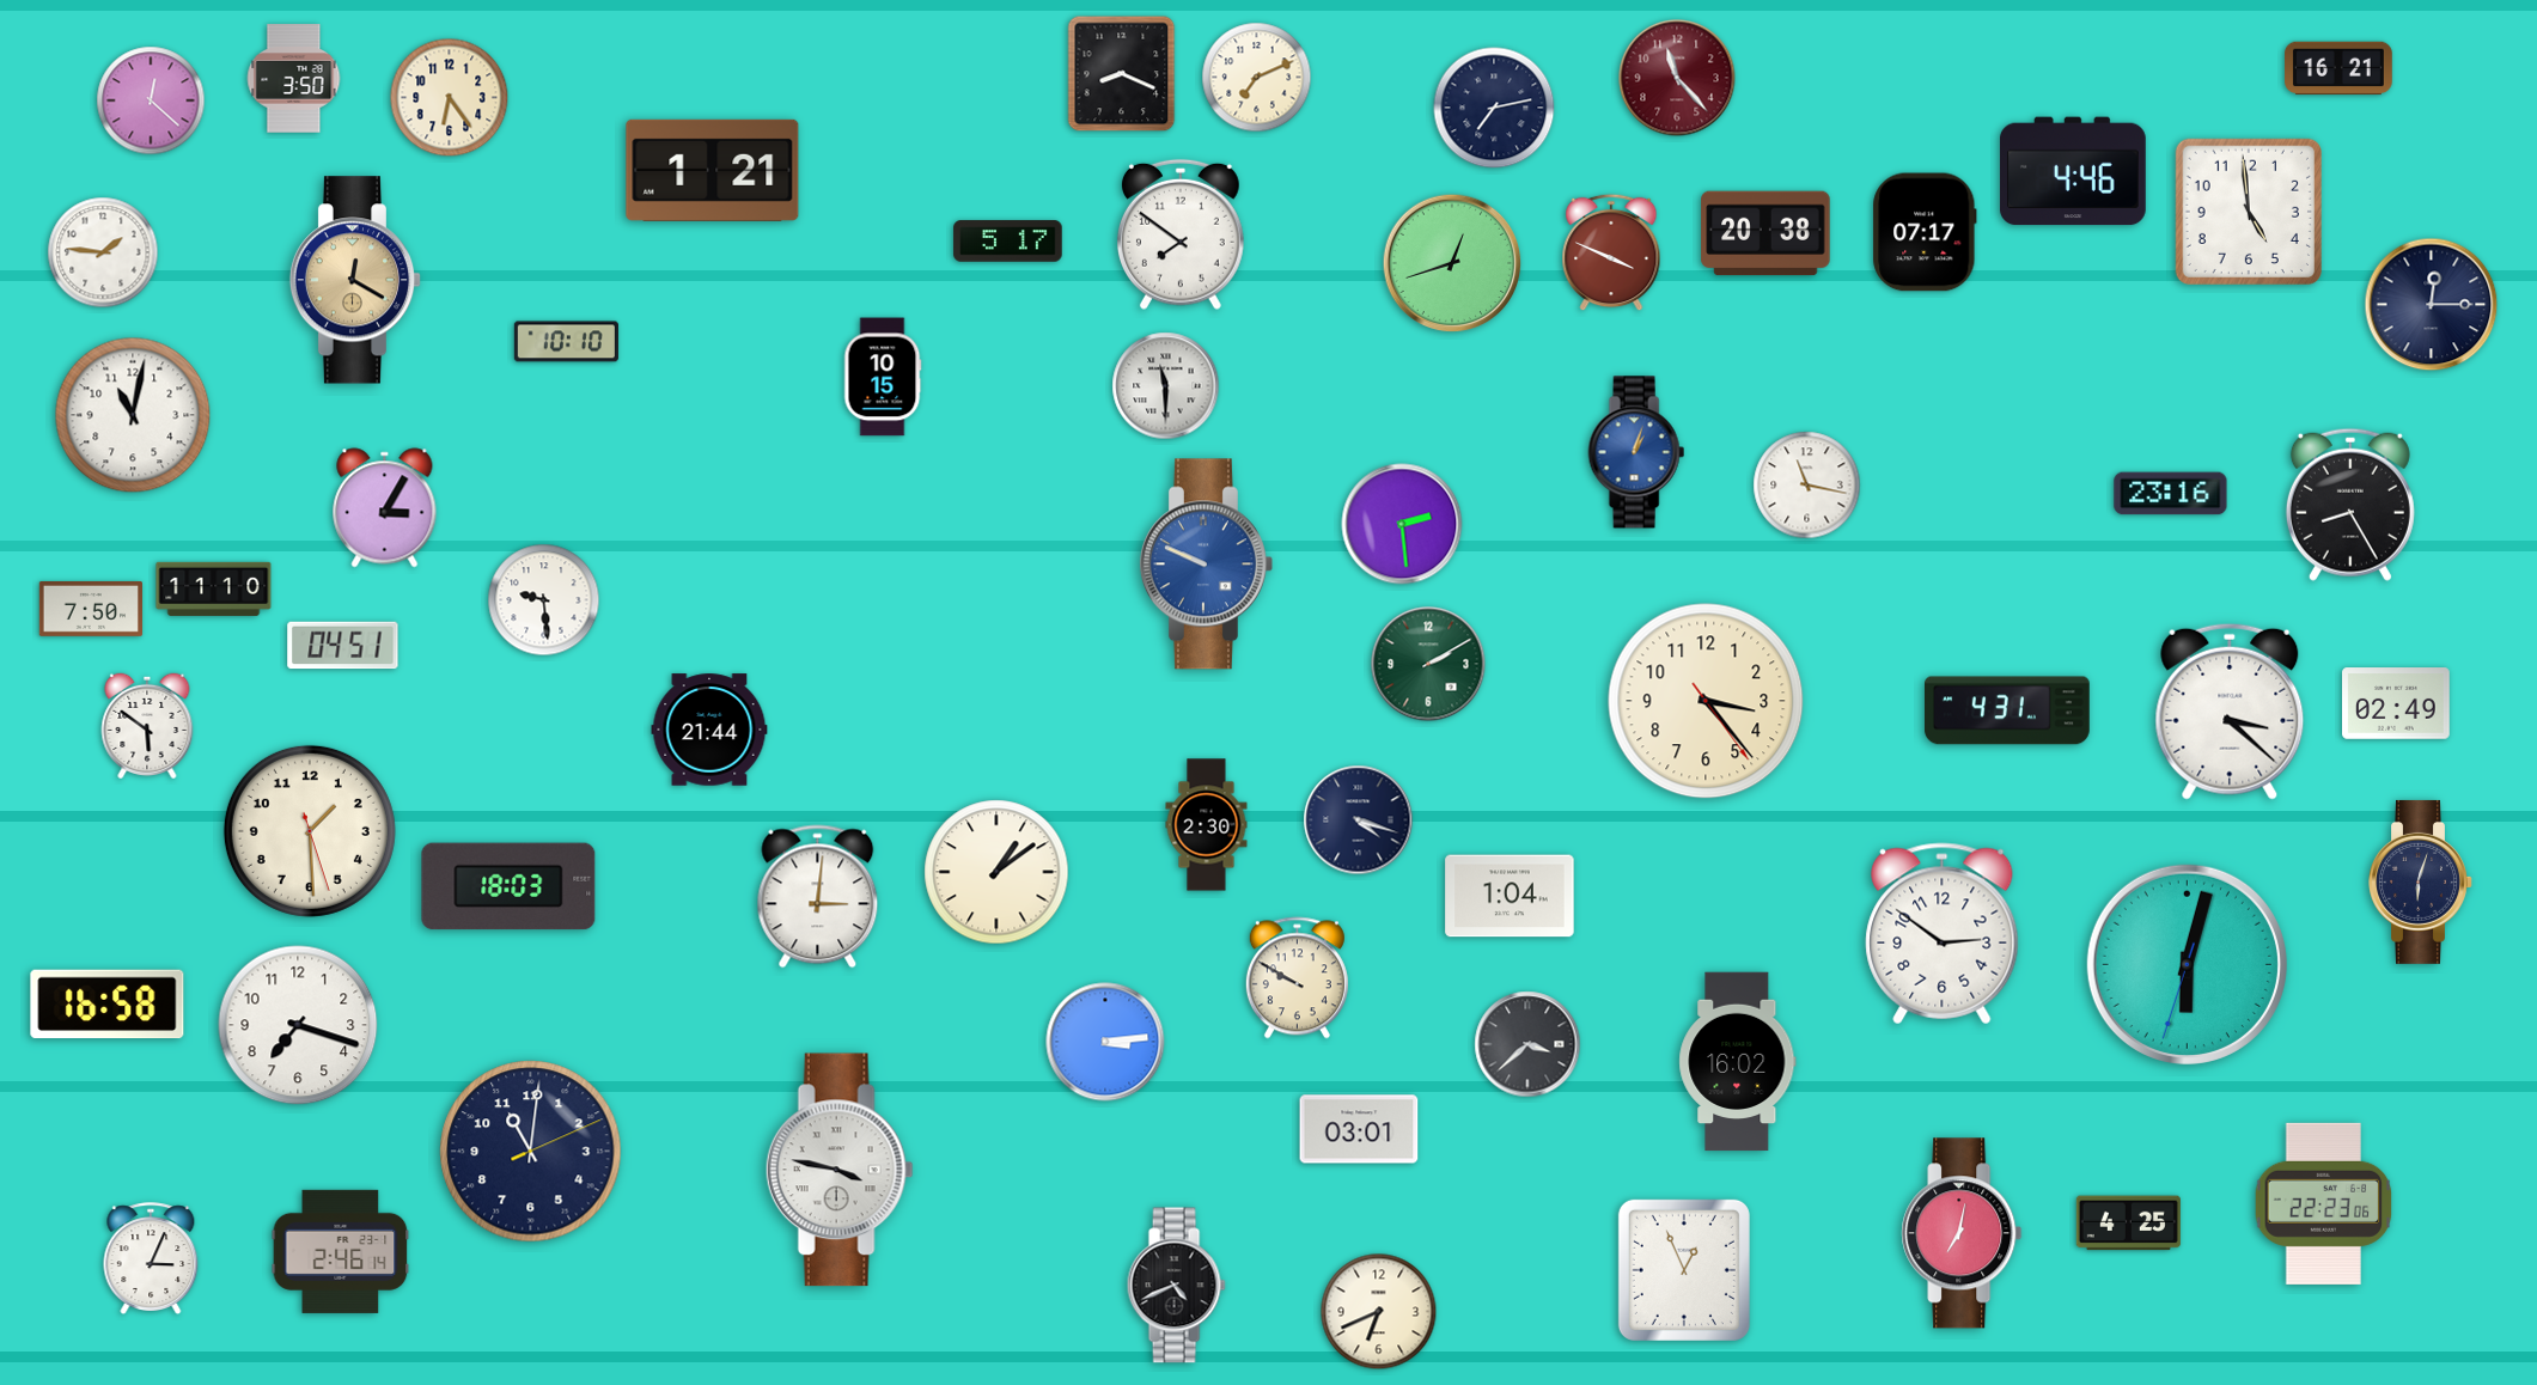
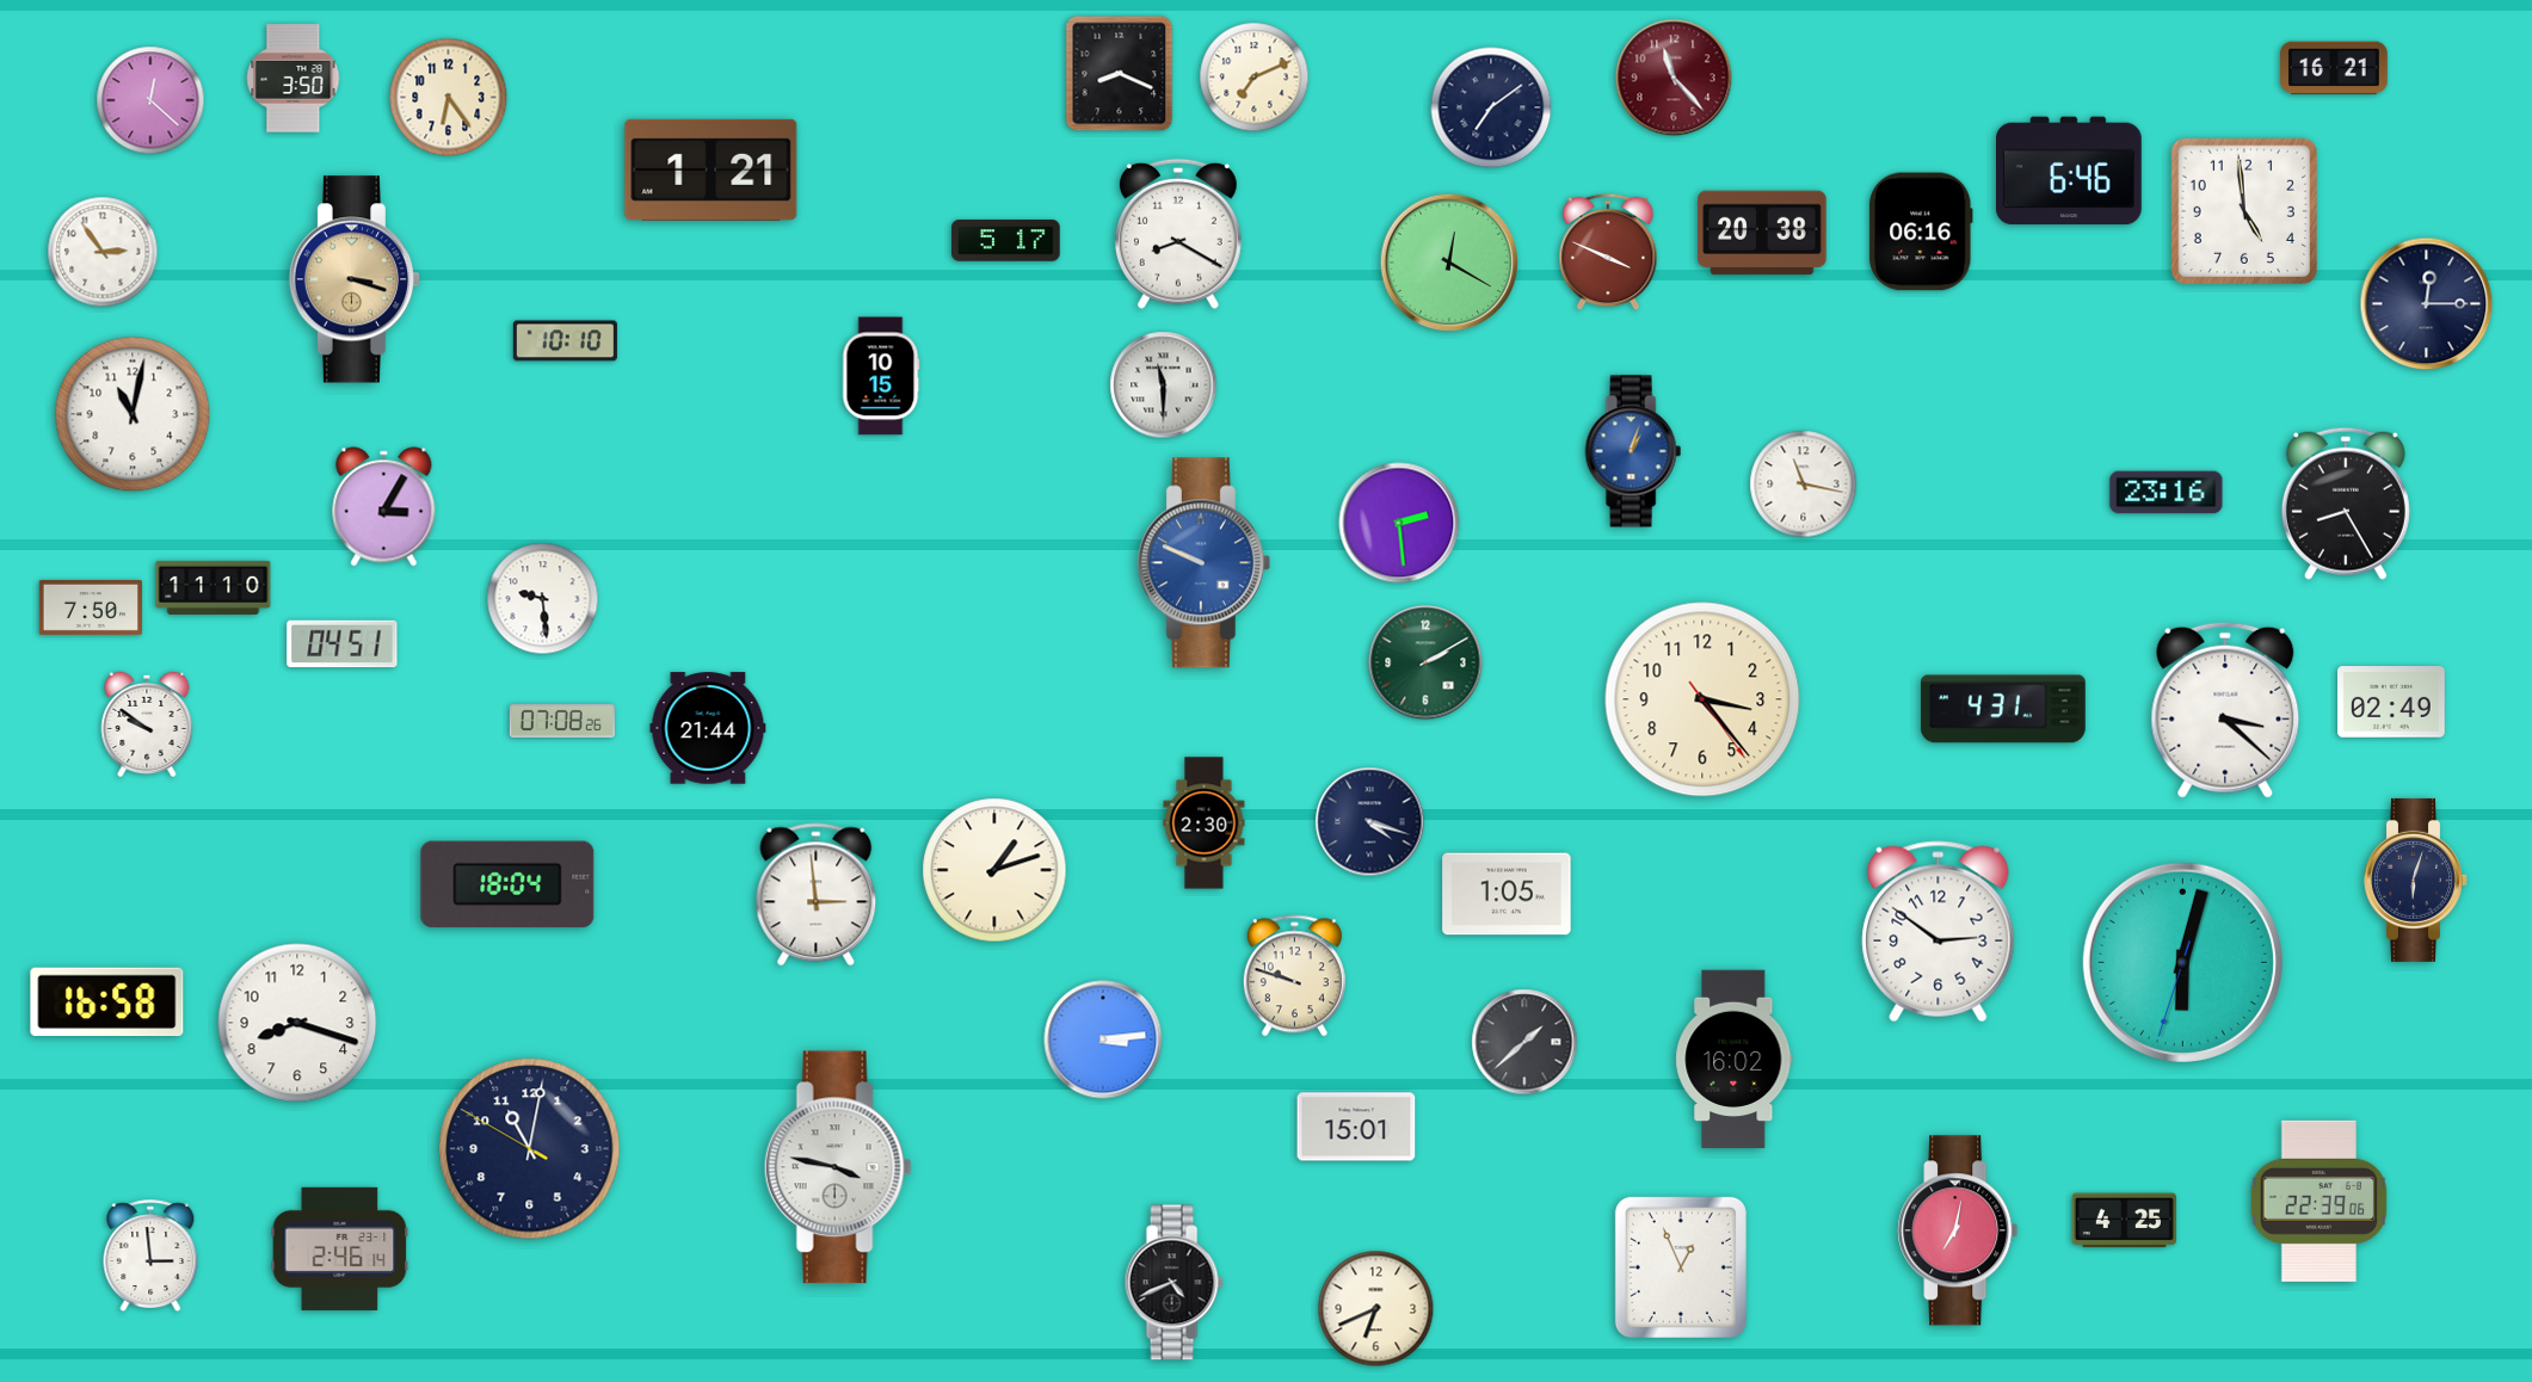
clock at (1494, 108): 7:13 -> 7:09
clock at (2074, 171): 4:46 -> 6:46
clock at (1925, 232): 07:17 -> 06:16
clock at (1181, 234): 7:51 -> 8:20
clock at (103, 252): 1:46 -> 2:54
clock at (1452, 263): 12:42 -> 12:20
clock at (355, 280): 12:20 -> 3:18
clock at (562, 721): none -> 07:08
clock at (147, 725): 5:51 -> 9:51
clock at (1359, 820) position: (1359, 820) -> (1370, 822)
clock at (310, 831): 1:29 -> none
clock at (996, 872): 1:09 -> 1:12
clock at (508, 886): 18:03 -> 18:04
clock at (1510, 896): 1:04 -> 1:05
clock at (818, 897): 3:01 -> 2:59
clock at (1297, 978): 9:50 -> 9:48
clock at (298, 1025): 7:18 -> 8:18
clock at (1527, 1044): 3:38 -> 1:38
clock at (1359, 1129): 03:01 -> 15:01
clock at (531, 1152): 11:01:11 -> 11:01:50
clock at (2324, 1203): 22:23 -> 22:39
clock at (151, 1258): 3:04 -> 2:59
